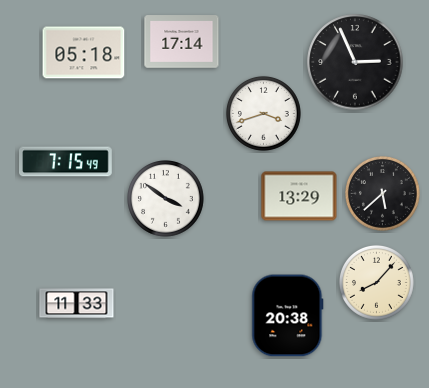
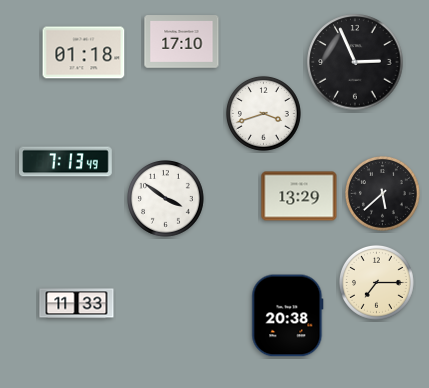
clock at (182, 42): 17:14 -> 17:10
clock at (84, 53): 05:18 -> 01:18
clock at (66, 162): 7:15 -> 7:13
clock at (376, 282): 8:07 -> 7:15
